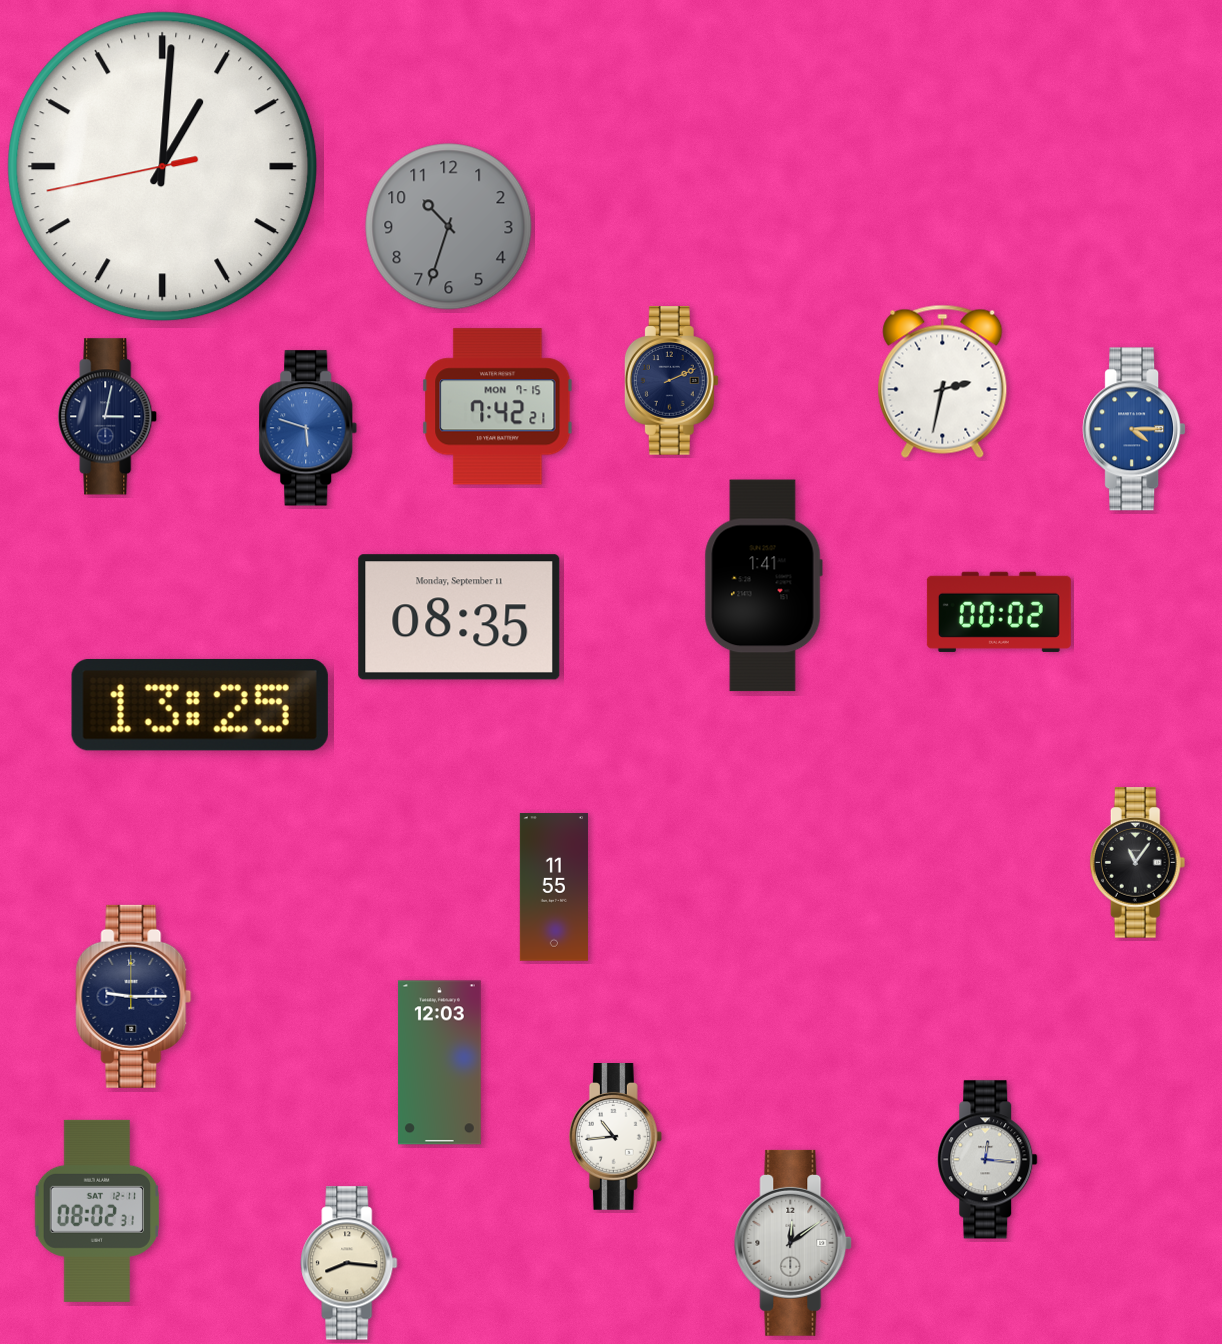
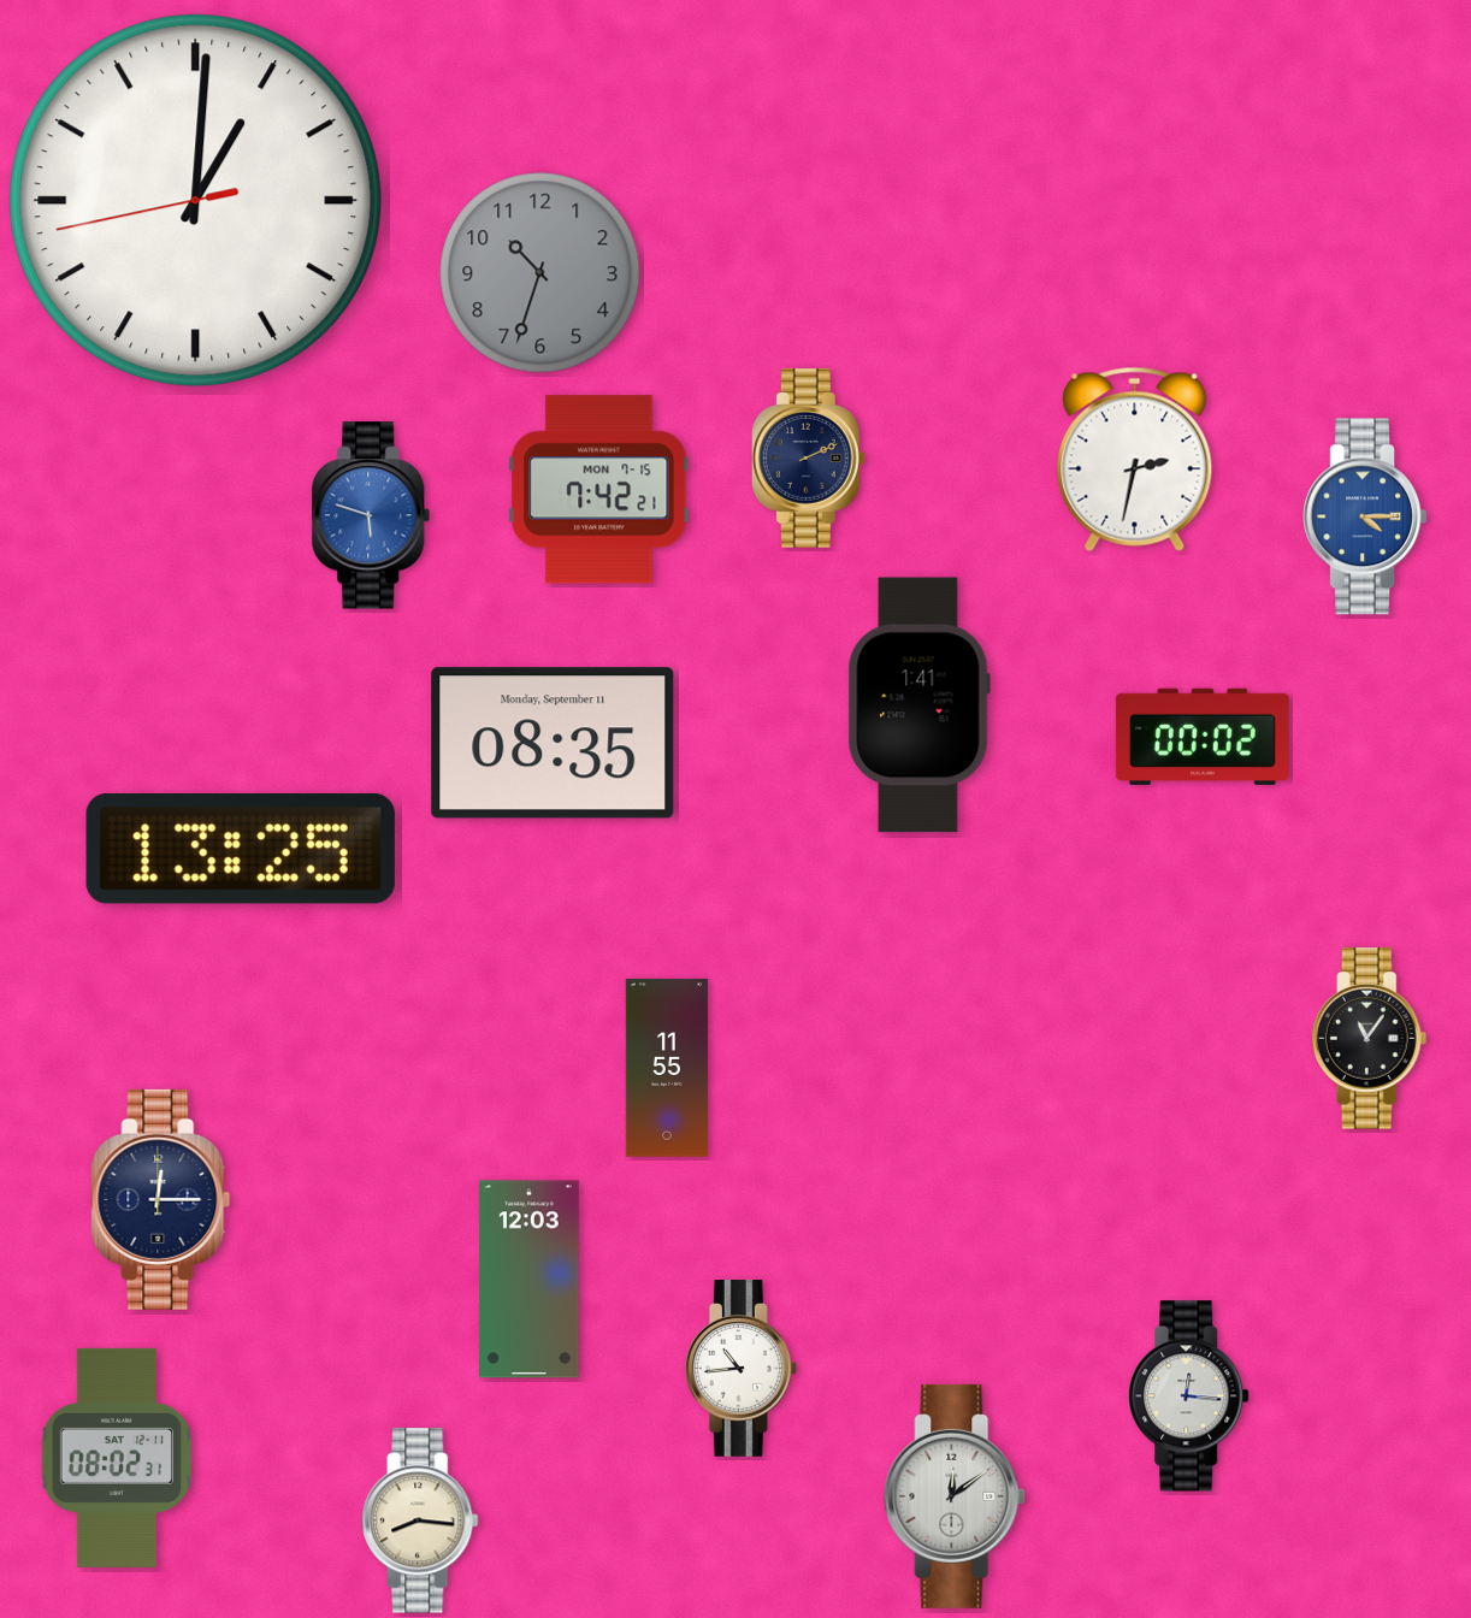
clock at (108, 417): 3:02 -> none
clock at (134, 996): 9:15 -> 12:15
